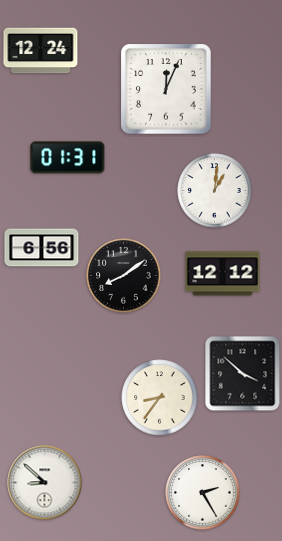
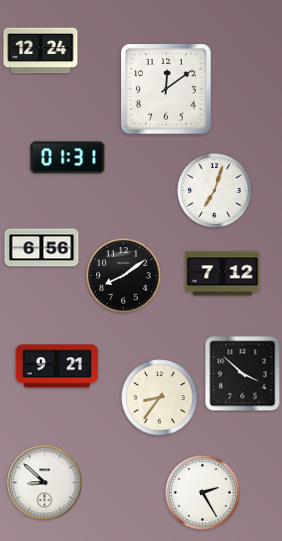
clock at (166, 89): 12:04 -> 12:09
clock at (215, 191): 1:01 -> 7:03
clock at (223, 274): 12:12 -> 7:12
clock at (57, 366): none -> 9:21
